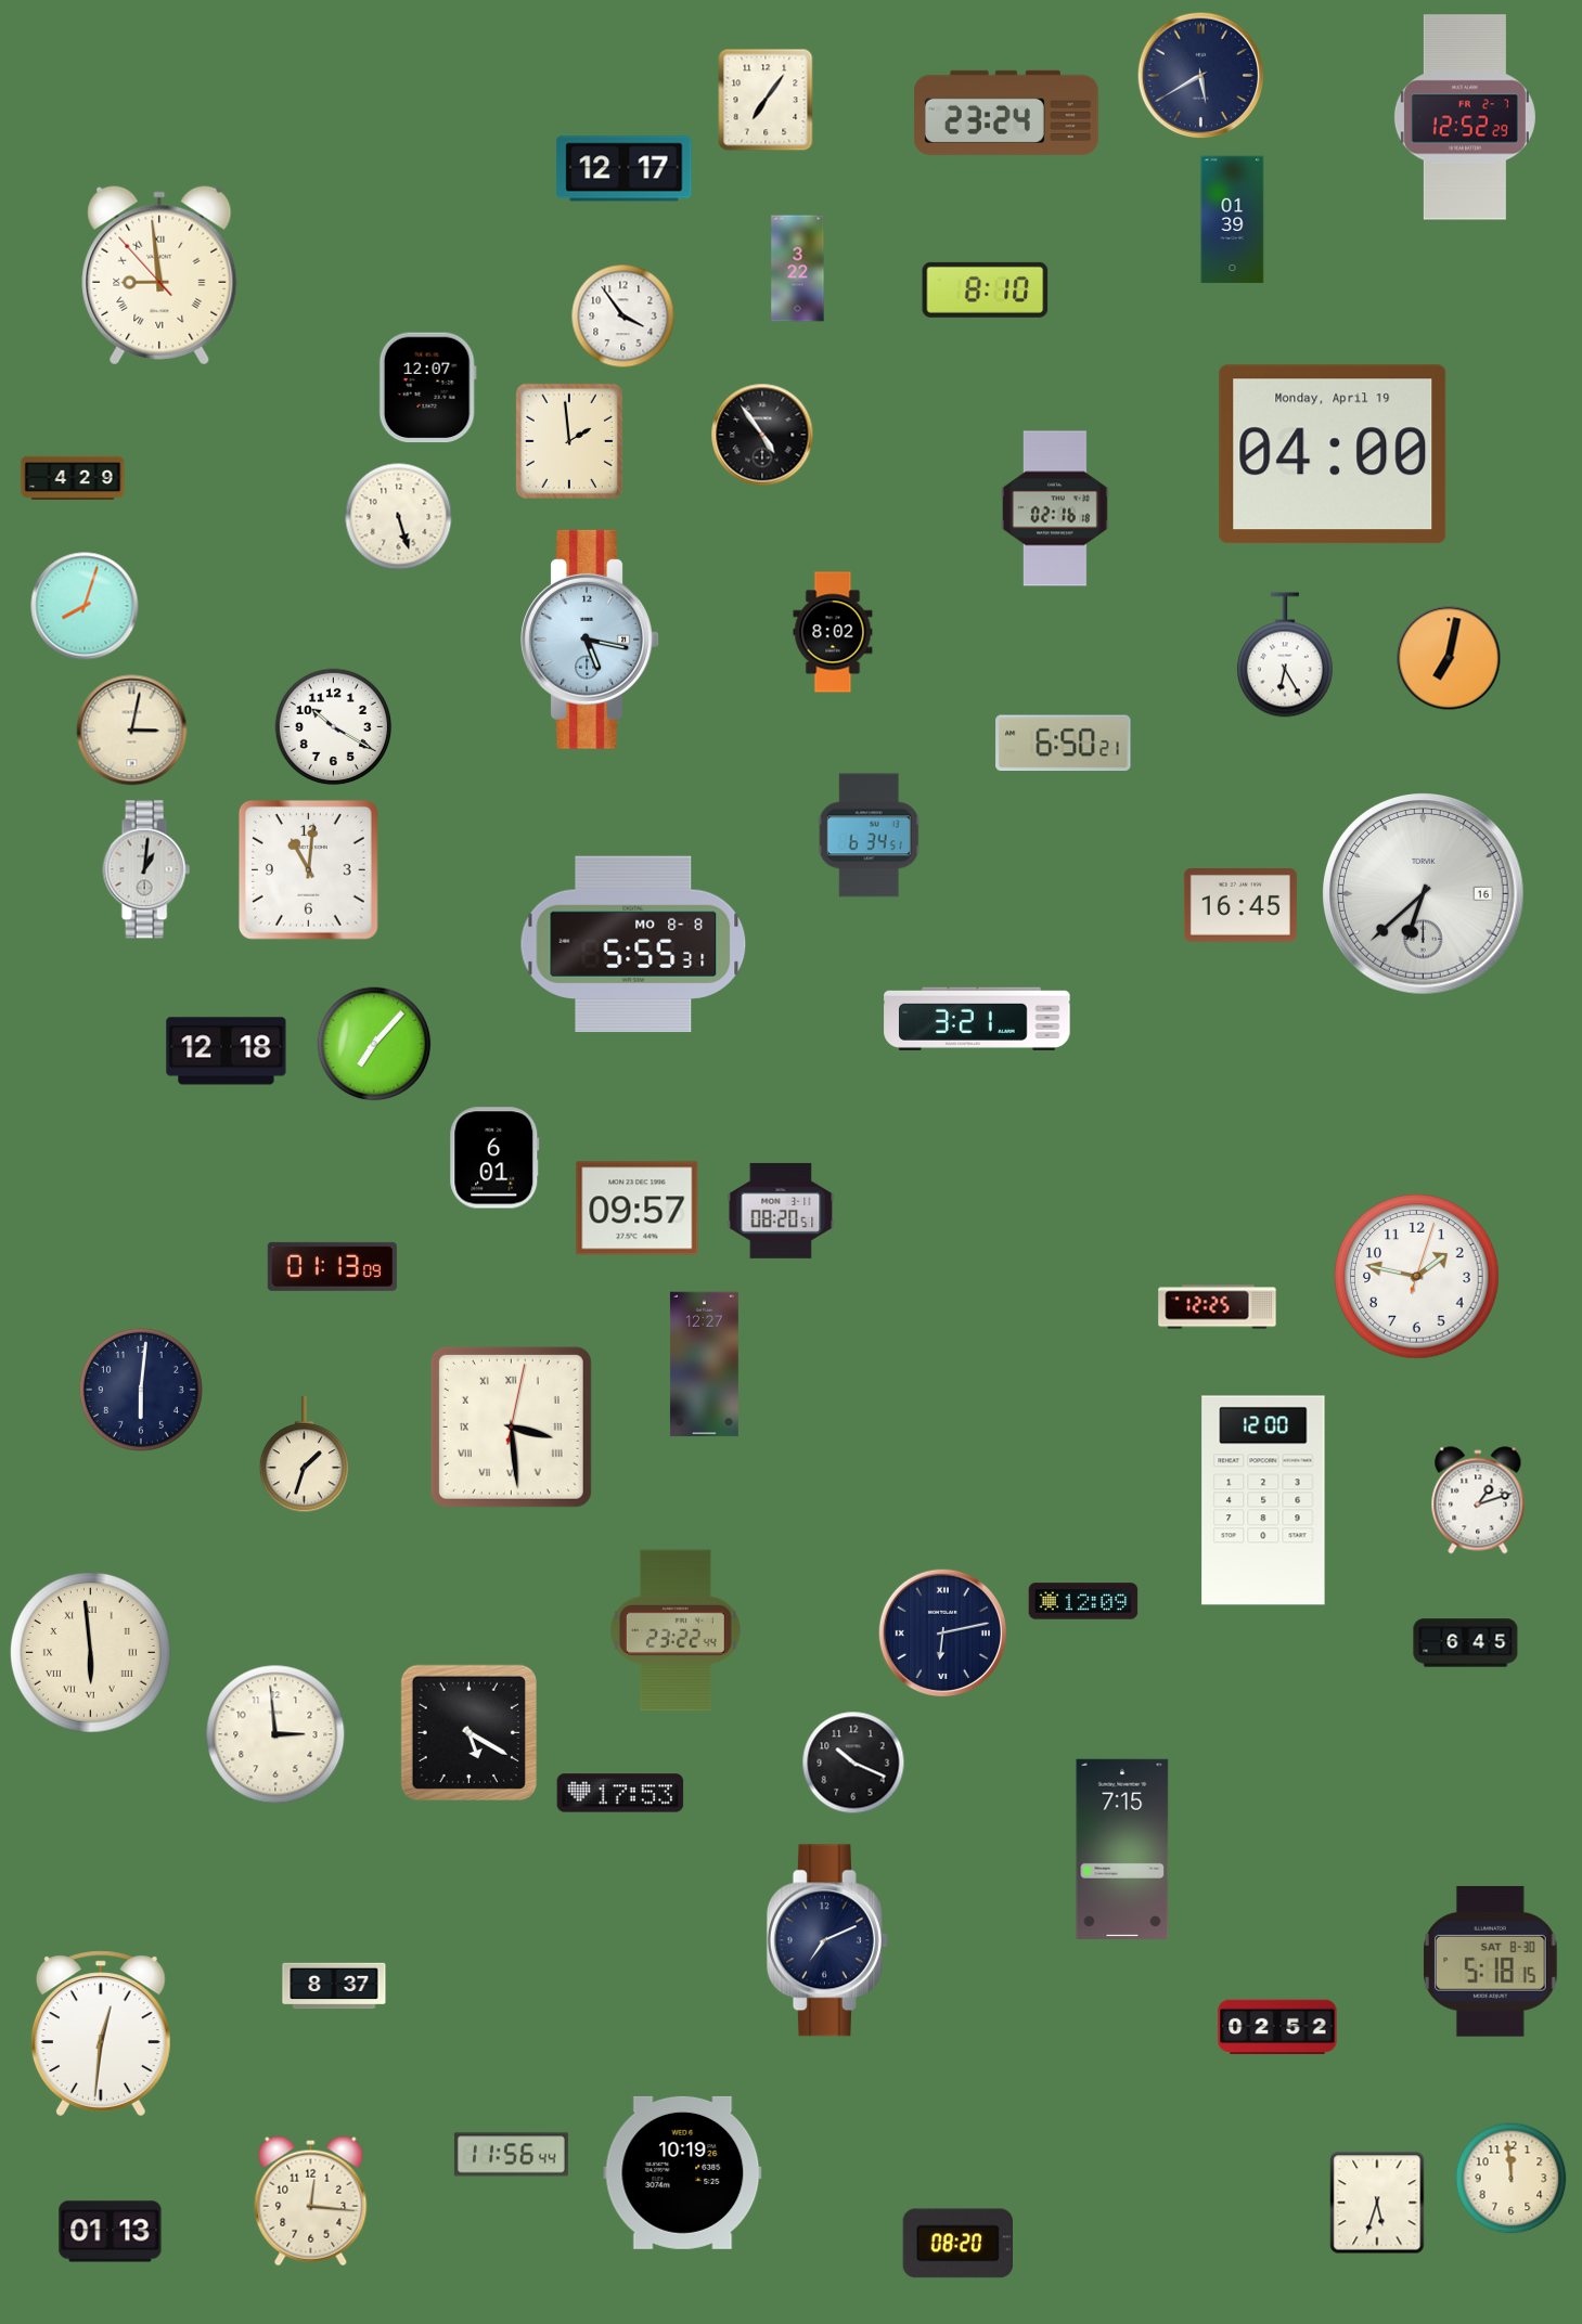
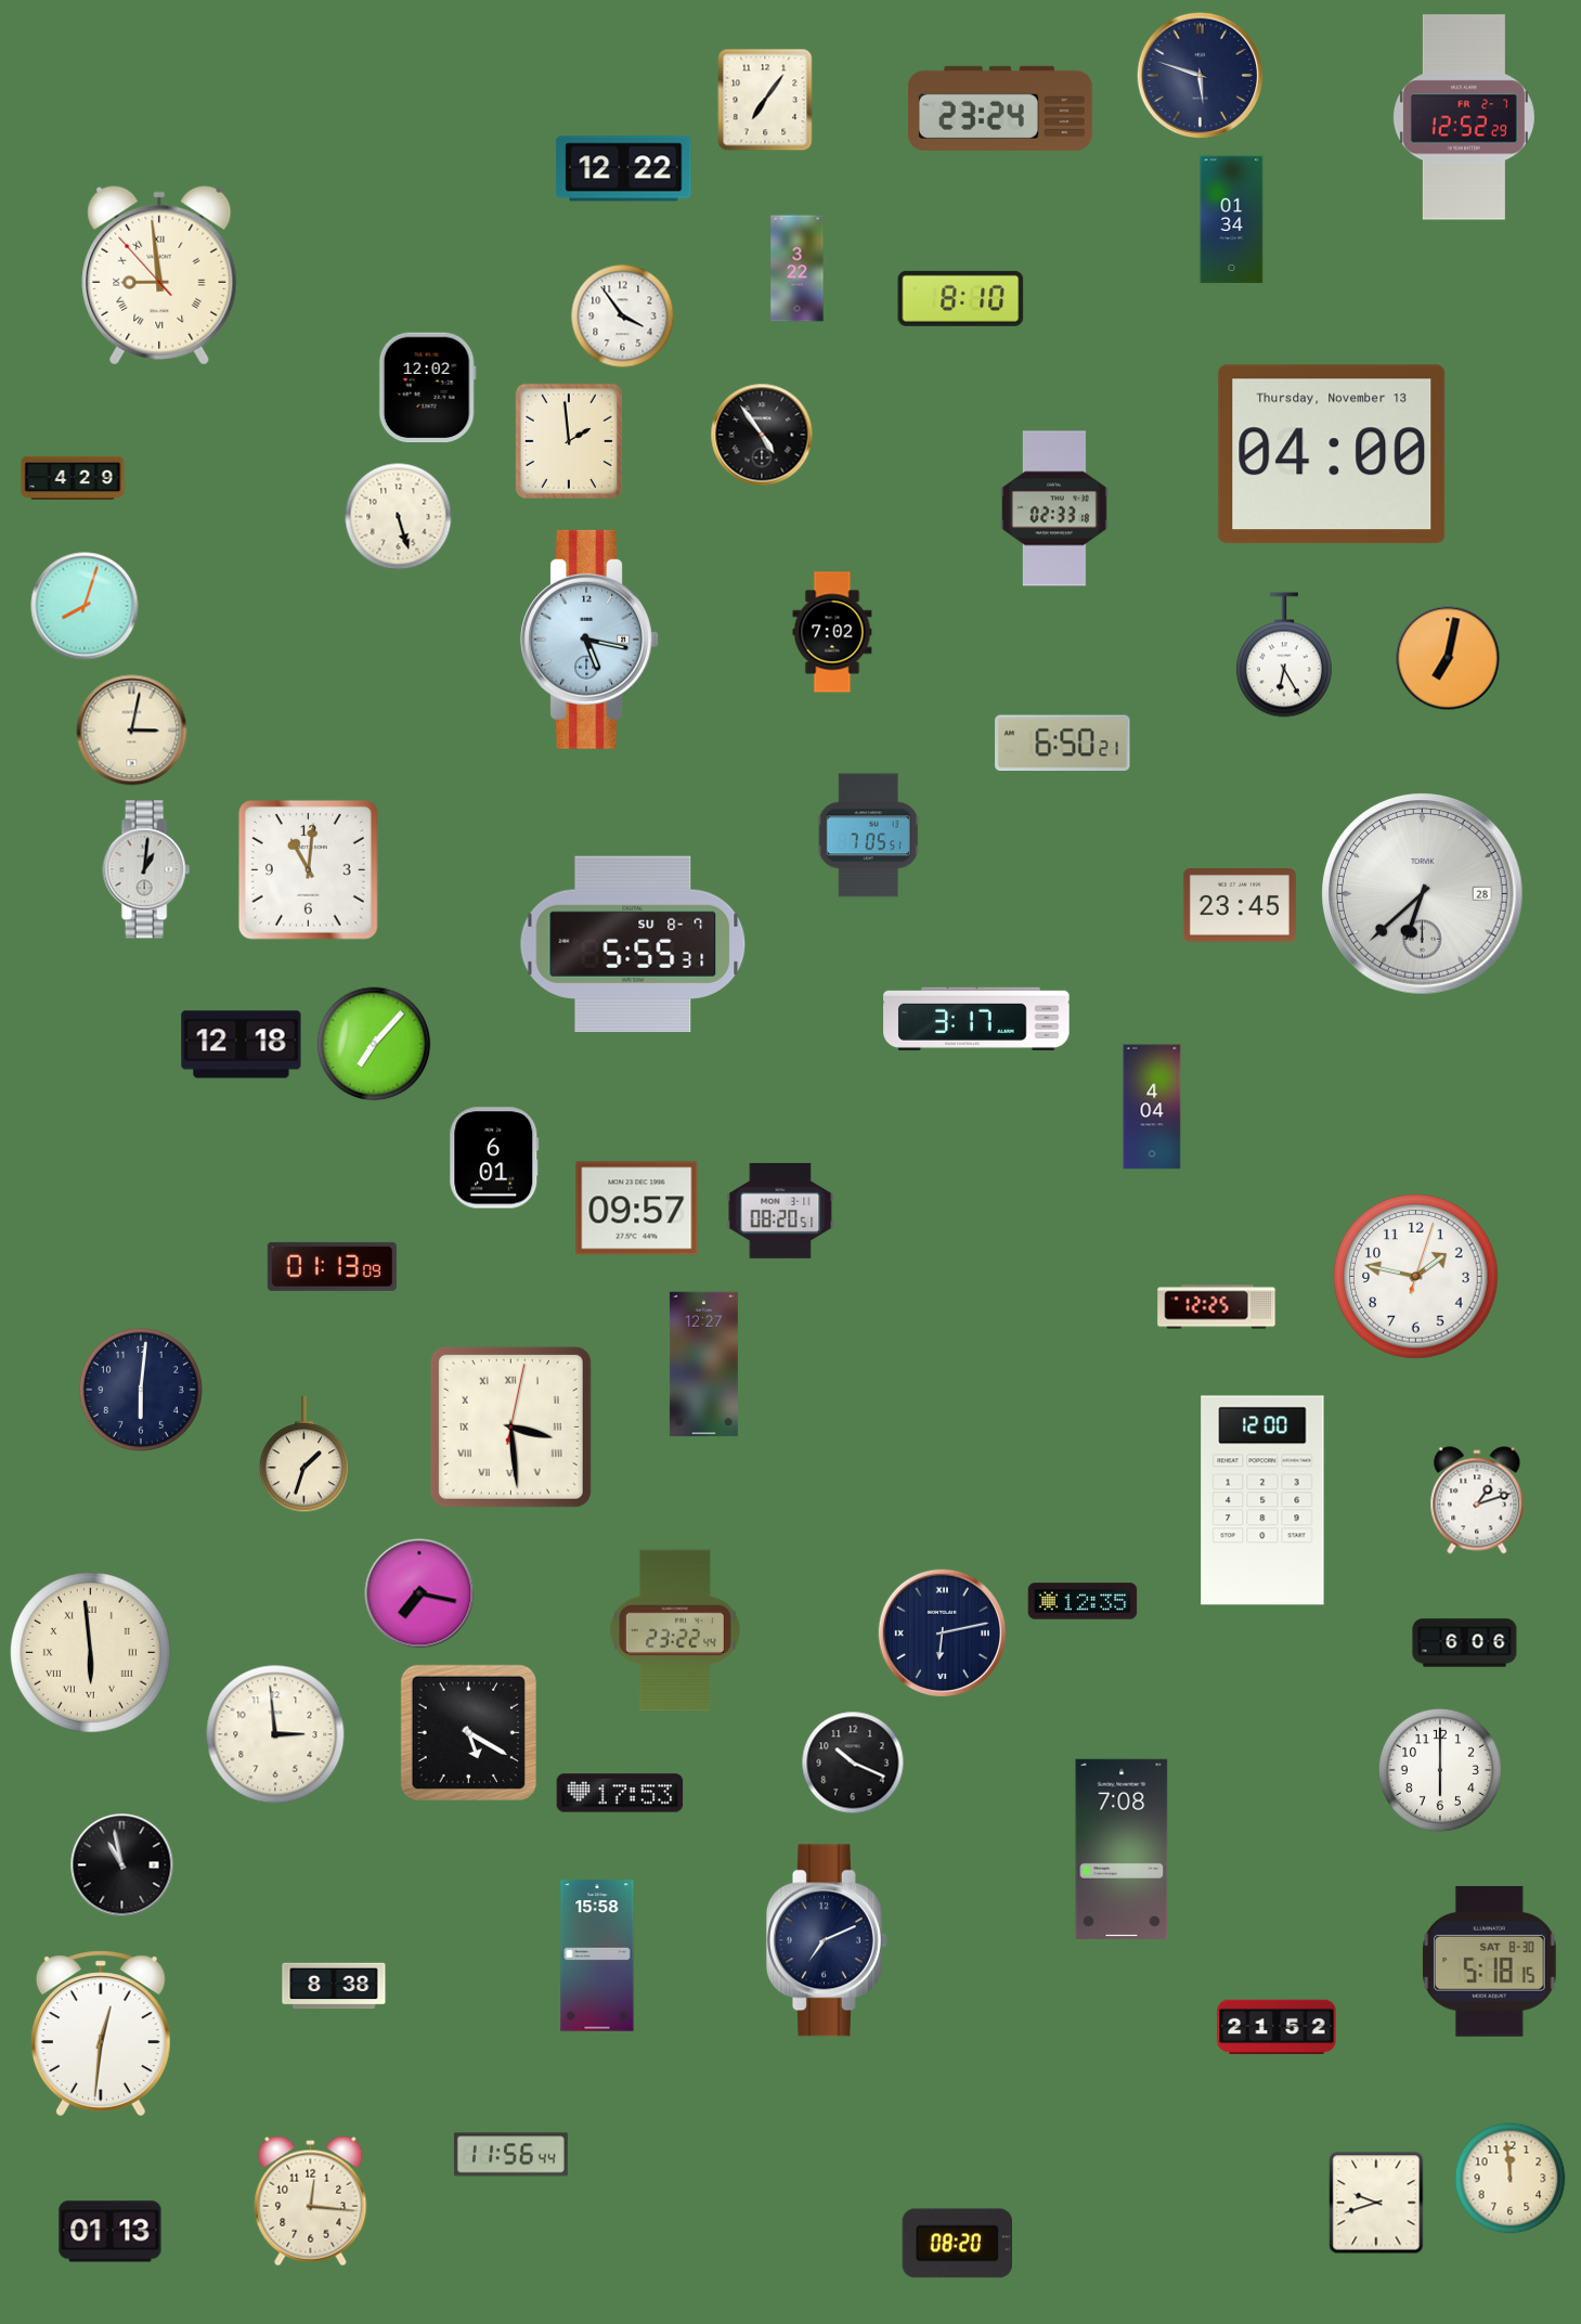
clock at (1201, 76): 5:40 -> 5:48
clock at (1006, 113) position: (1006, 113) -> (1000, 108)
clock at (625, 169): 12:17 -> 12:22
clock at (1233, 220): 01:39 -> 01:34
clock at (986, 289) position: (986, 289) -> (961, 298)
clock at (427, 388): 12:07 -> 12:02
clock at (1333, 454) date: Monday, April 19 -> Thursday, November 13
clock at (1056, 508): 02:16 -> 02:33
clock at (833, 632): 8:02 -> 7:02
clock at (334, 727): 10:20 -> none
clock at (869, 836): 6:34 -> 7:05
clock at (1424, 894) date: 16 -> 28
clock at (1240, 906): 16:45 -> 23:45
clock at (633, 944) date: MO 8-8 -> SU 8-7
clock at (977, 1019): 3:21 -> 3:17
clock at (227, 1051) position: (227, 1051) -> (242, 1045)
clock at (1152, 1107): none -> 4:04
clock at (419, 1593): none -> 7:17
clock at (1083, 1601): 12:09 -> 12:35
clock at (1466, 1643): 6:45 -> 6:06
clock at (1440, 1770): none -> 6:00
clock at (1122, 1849): 7:15 -> 7:08
clock at (122, 1865): none -> 10:58
clock at (597, 1955): none -> 15:58
clock at (334, 1986): 8:37 -> 8:38
clock at (1277, 2027): 02:52 -> 21:52
clock at (683, 2172): 10:19 -> none
clock at (1377, 2203): 5:33 -> 9:42
